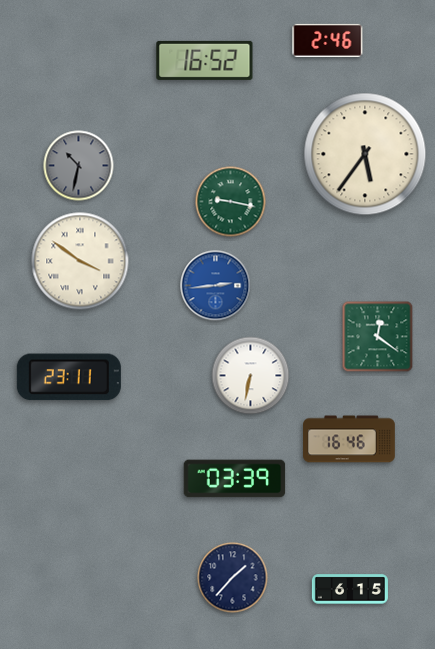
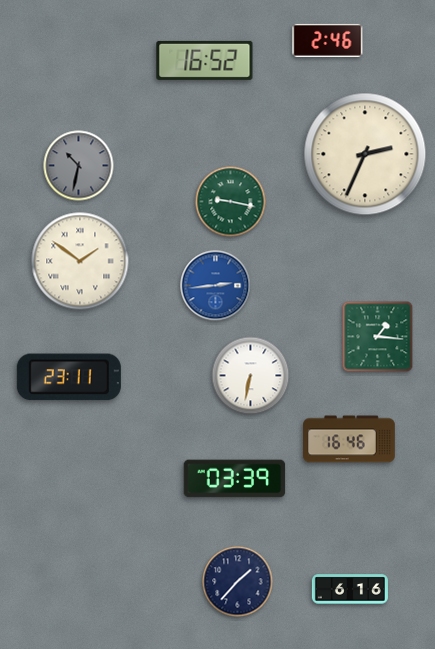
clock at (365, 154): 5:36 -> 2:34
clock at (80, 261): 3:51 -> 1:51
clock at (378, 337): 12:21 -> 1:16
clock at (233, 578) position: (233, 578) -> (238, 582)
clock at (350, 589): 6:15 -> 6:16
